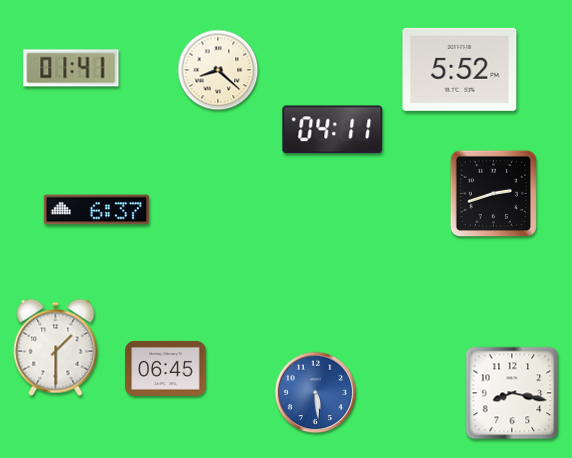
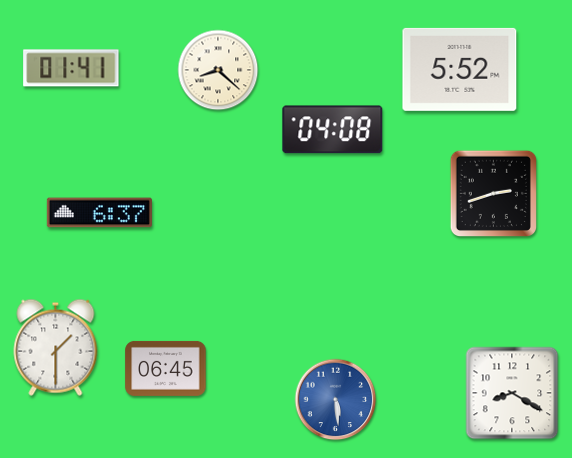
clock at (333, 130): 04:11 -> 04:08
clock at (96, 210) position: (96, 210) -> (99, 213)
clock at (316, 393) position: (316, 393) -> (336, 400)
clock at (512, 393): 8:17 -> 8:20
